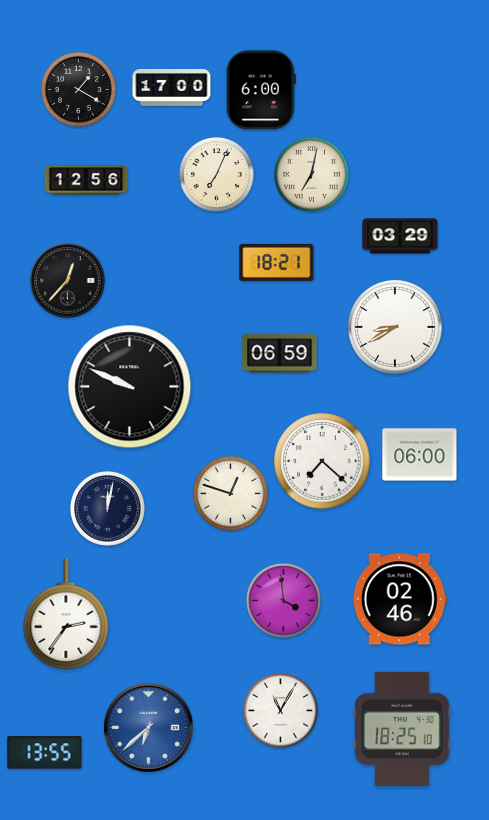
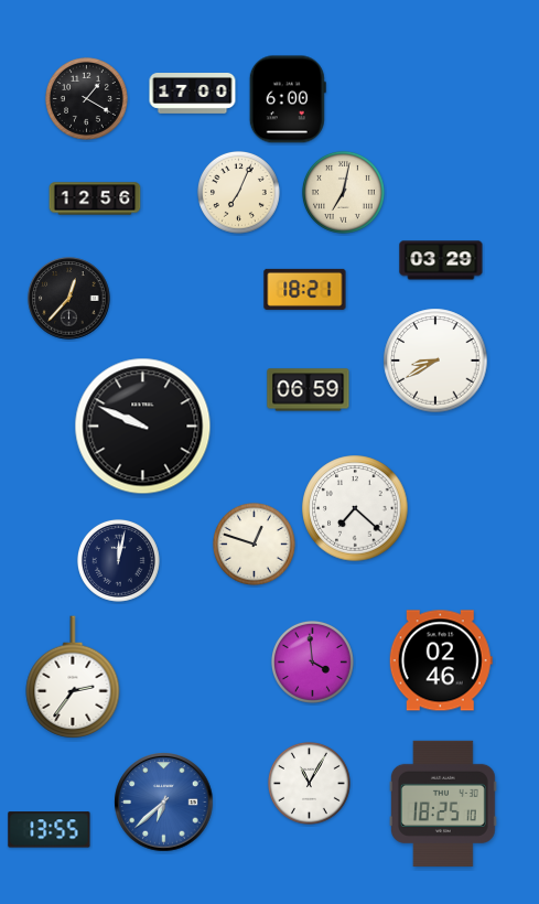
clock at (172, 88) position: (172, 88) -> (193, 94)
clock at (68, 281) position: (68, 281) -> (69, 299)
clock at (420, 455): 06:00 -> none
